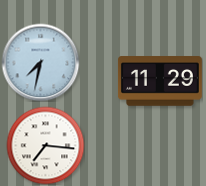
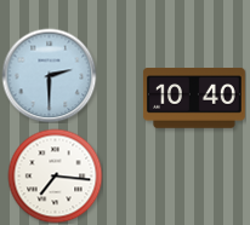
clock at (40, 62): 7:32 -> 2:30
clock at (160, 81): 11:29 -> 10:40
